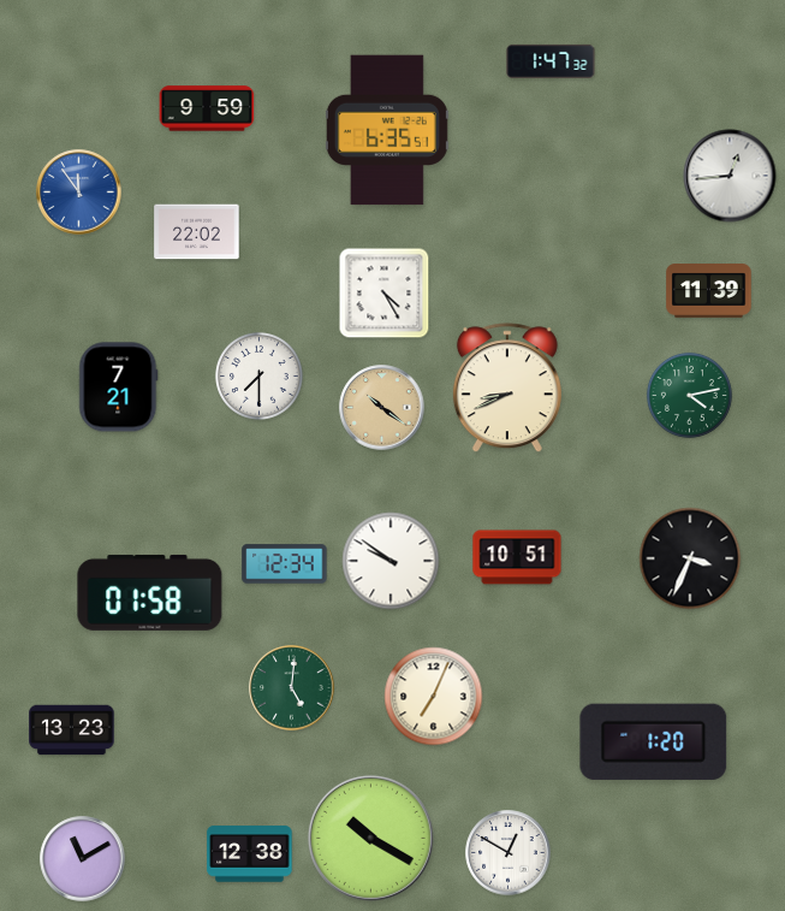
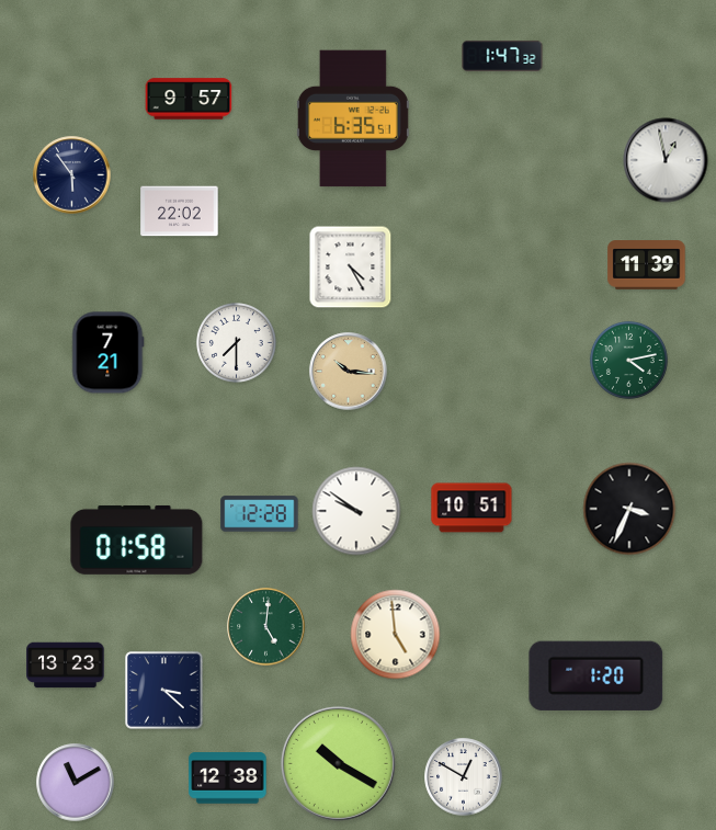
clock at (207, 108): 9:59 -> 9:57
clock at (730, 176): 12:44 -> 12:58
clock at (79, 193): 11:54 -> 5:54
clock at (79, 193) dial: blue -> navy
clock at (507, 389): 8:41 -> none
clock at (382, 408): 10:21 -> 10:16
clock at (285, 564): 12:34 -> 12:28
clock at (434, 697): 7:04 -> 4:59
clock at (164, 691): none -> 3:22
